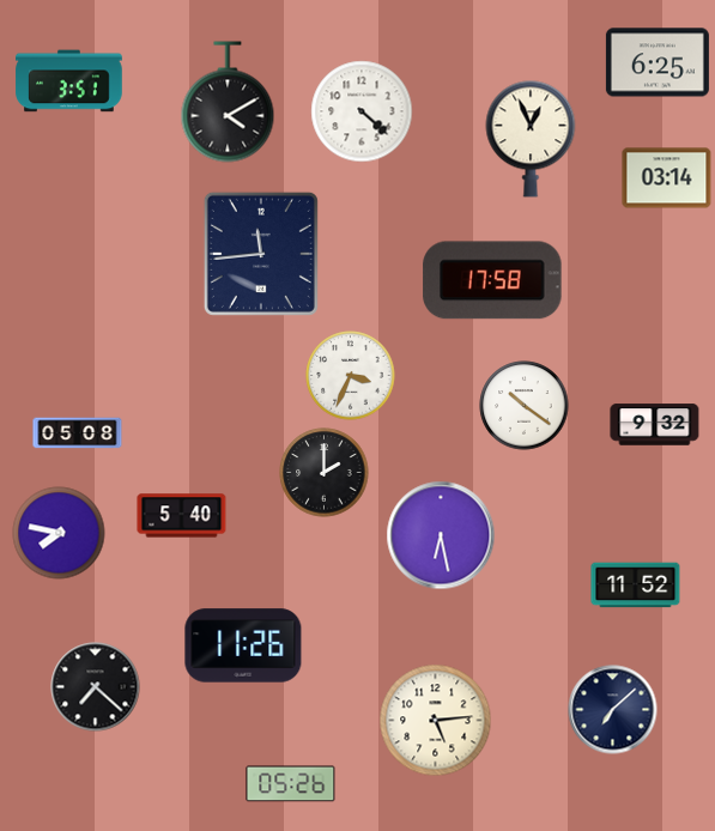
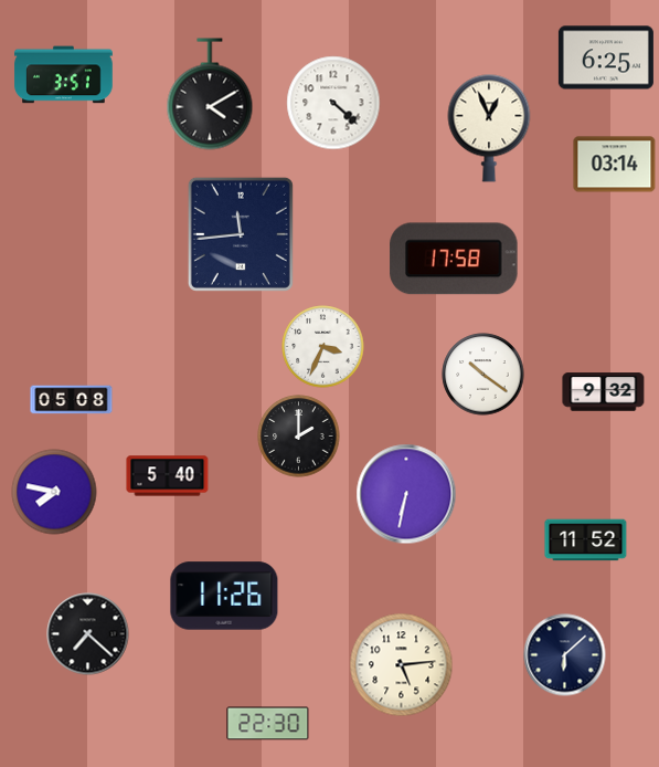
clock at (441, 535): 6:28 -> 6:32
clock at (613, 710): 7:08 -> 6:08
clock at (291, 784): 05:26 -> 22:30
